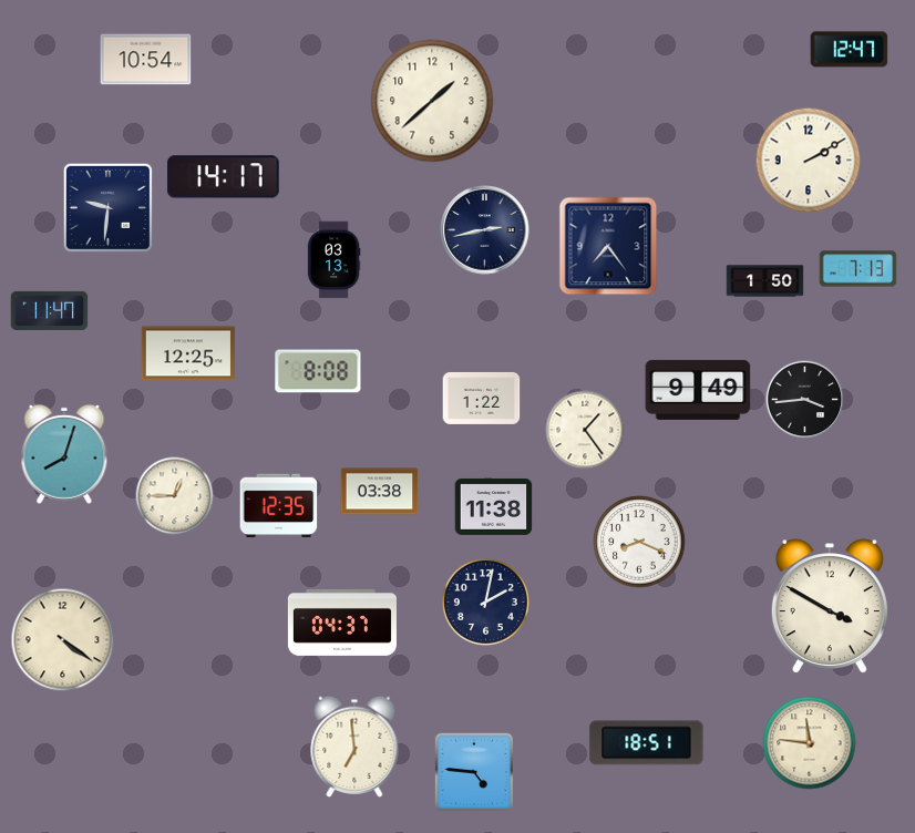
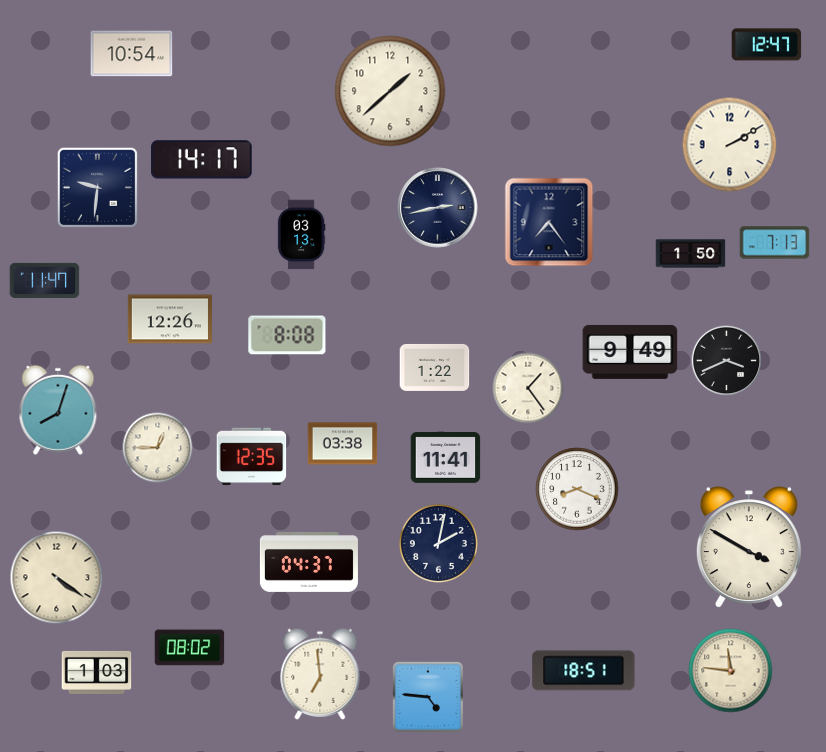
clock at (188, 353): 12:25 -> 12:26
clock at (482, 398) position: (482, 398) -> (435, 367)
clock at (805, 400): 3:44 -> 3:41
clock at (494, 506): 11:38 -> 11:41
clock at (190, 648): none -> 08:02
clock at (97, 672): none -> 1:03
